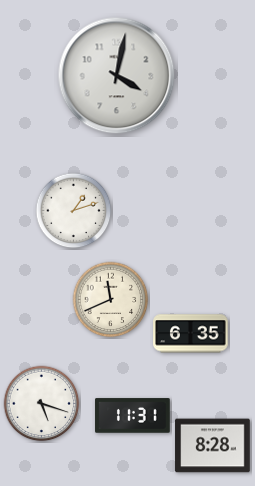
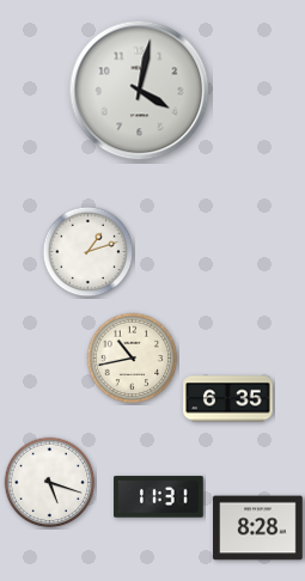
clock at (111, 300): 11:41 -> 10:43
clock at (213, 446) position: (213, 446) -> (258, 528)
